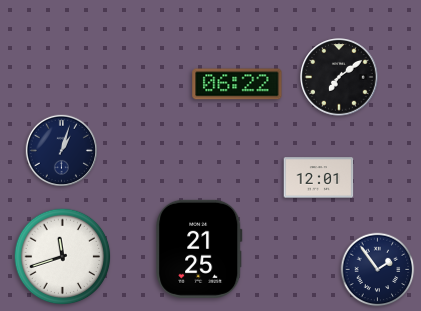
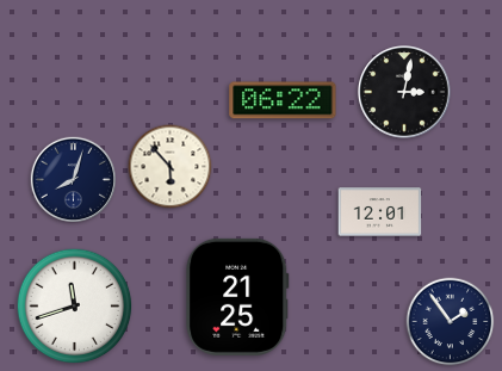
clock at (339, 77): 7:09 -> 3:02
clock at (171, 167): none -> 5:53
clock at (61, 150): 1:03 -> 8:03
